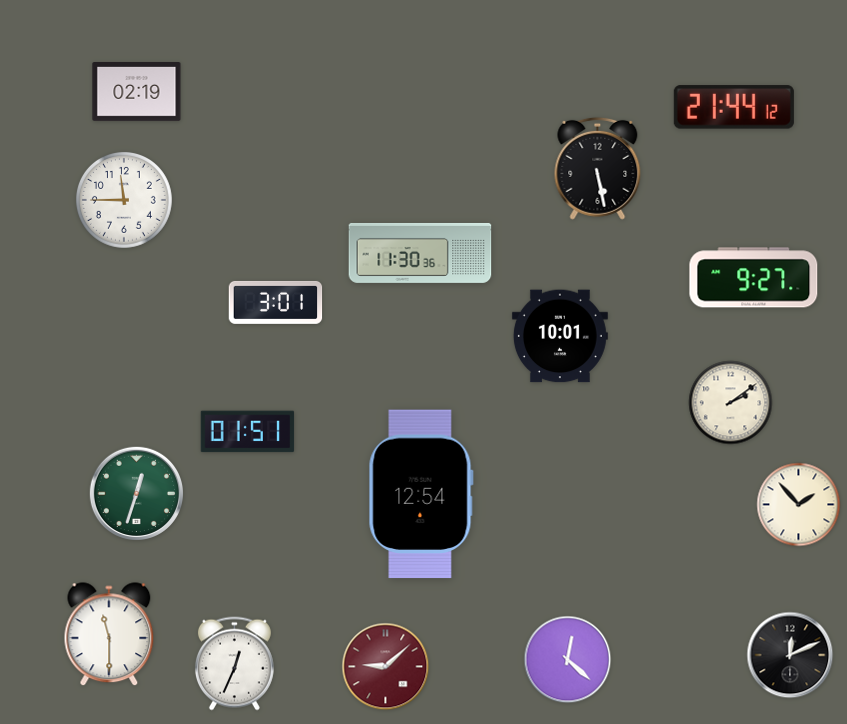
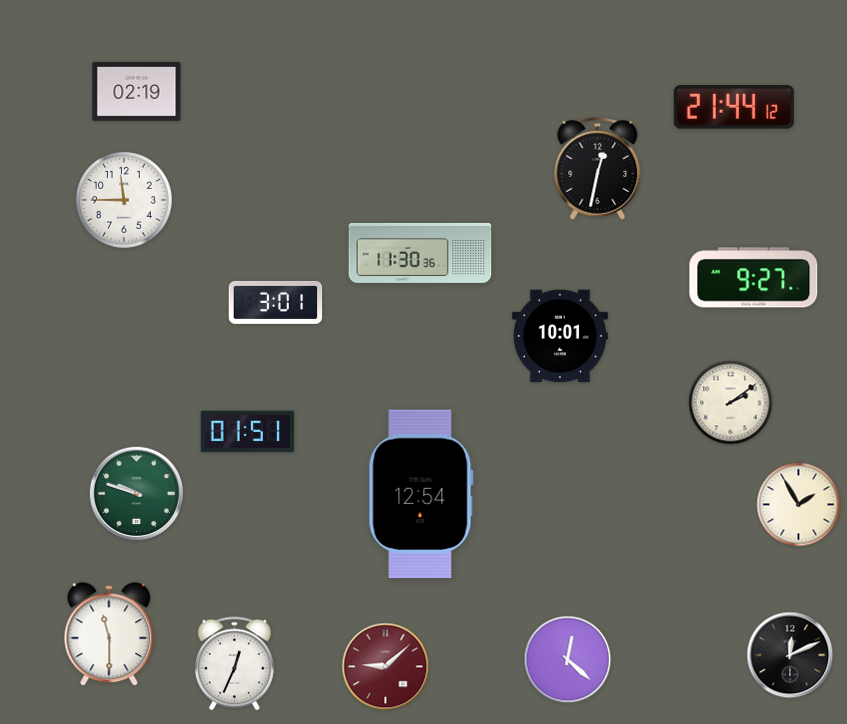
clock at (598, 168): 5:28 -> 12:32
clock at (136, 493): 12:33 -> 9:48
clock at (799, 505): 1:53 -> 1:55
